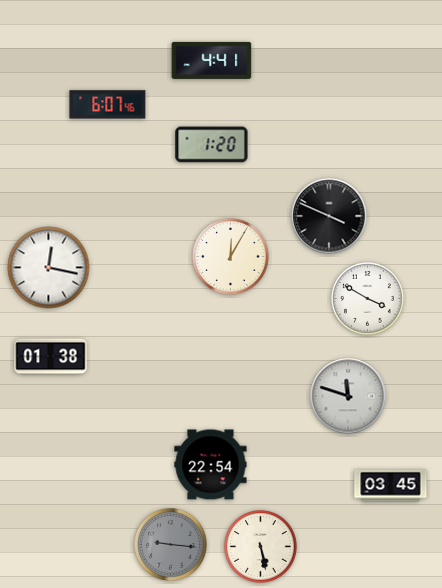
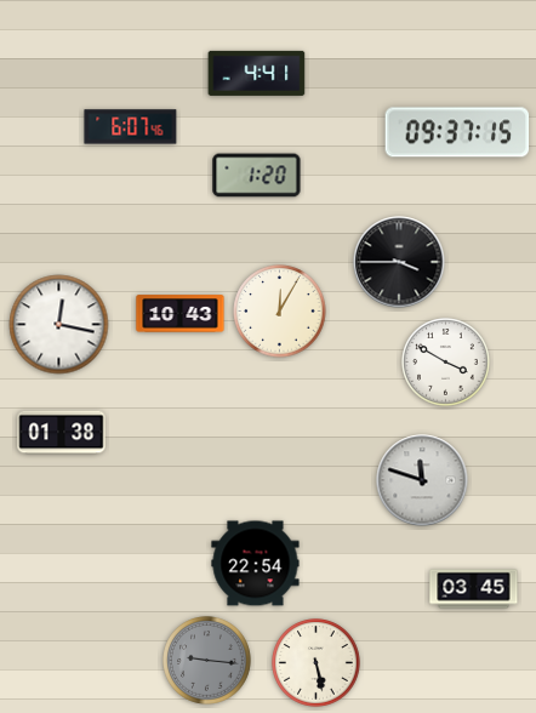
clock at (457, 132): none -> 09:37
clock at (329, 216): 3:49 -> 3:45
clock at (181, 314): none -> 10:43
